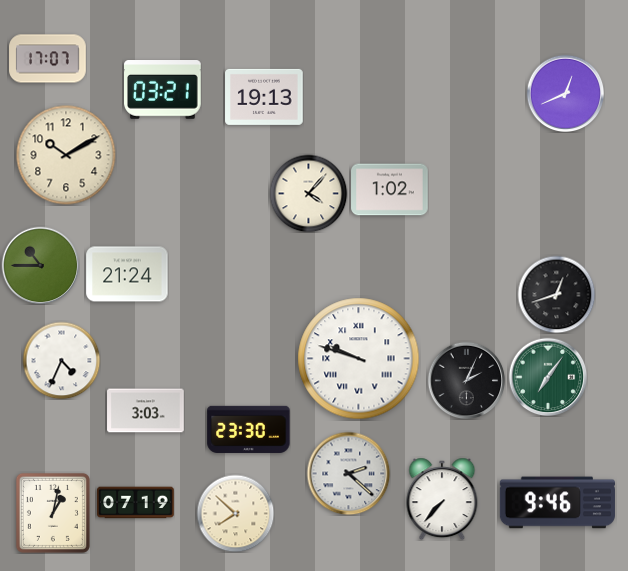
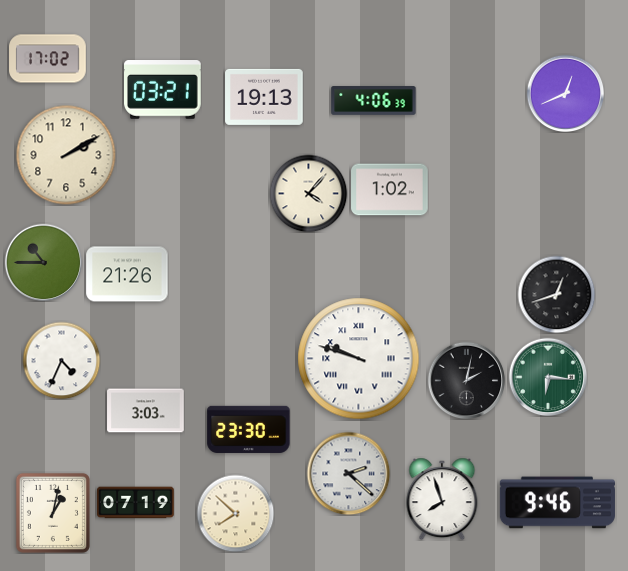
clock at (48, 59): 17:07 -> 17:02
clock at (374, 101): none -> 4:06
clock at (66, 155): 10:10 -> 2:10
clock at (40, 265) position: (40, 265) -> (43, 262)
clock at (127, 274): 21:24 -> 21:26
clock at (548, 377): 7:06 -> 6:16
clock at (466, 380): 2:04 -> 2:02
clock at (442, 499): 7:37 -> 7:57
